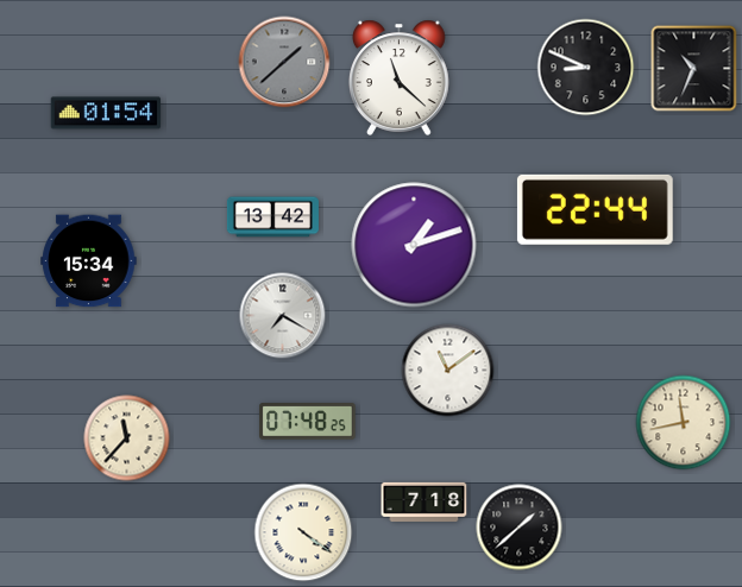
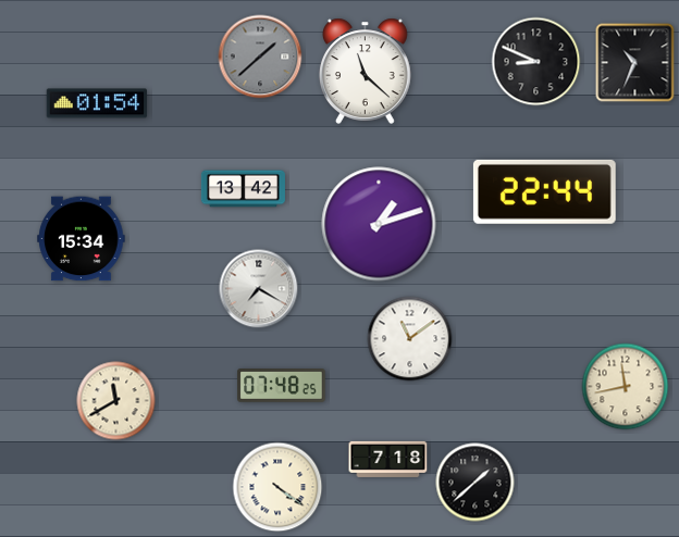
clock at (272, 217) position: (272, 217) -> (243, 189)
clock at (127, 438): 11:37 -> 11:40
